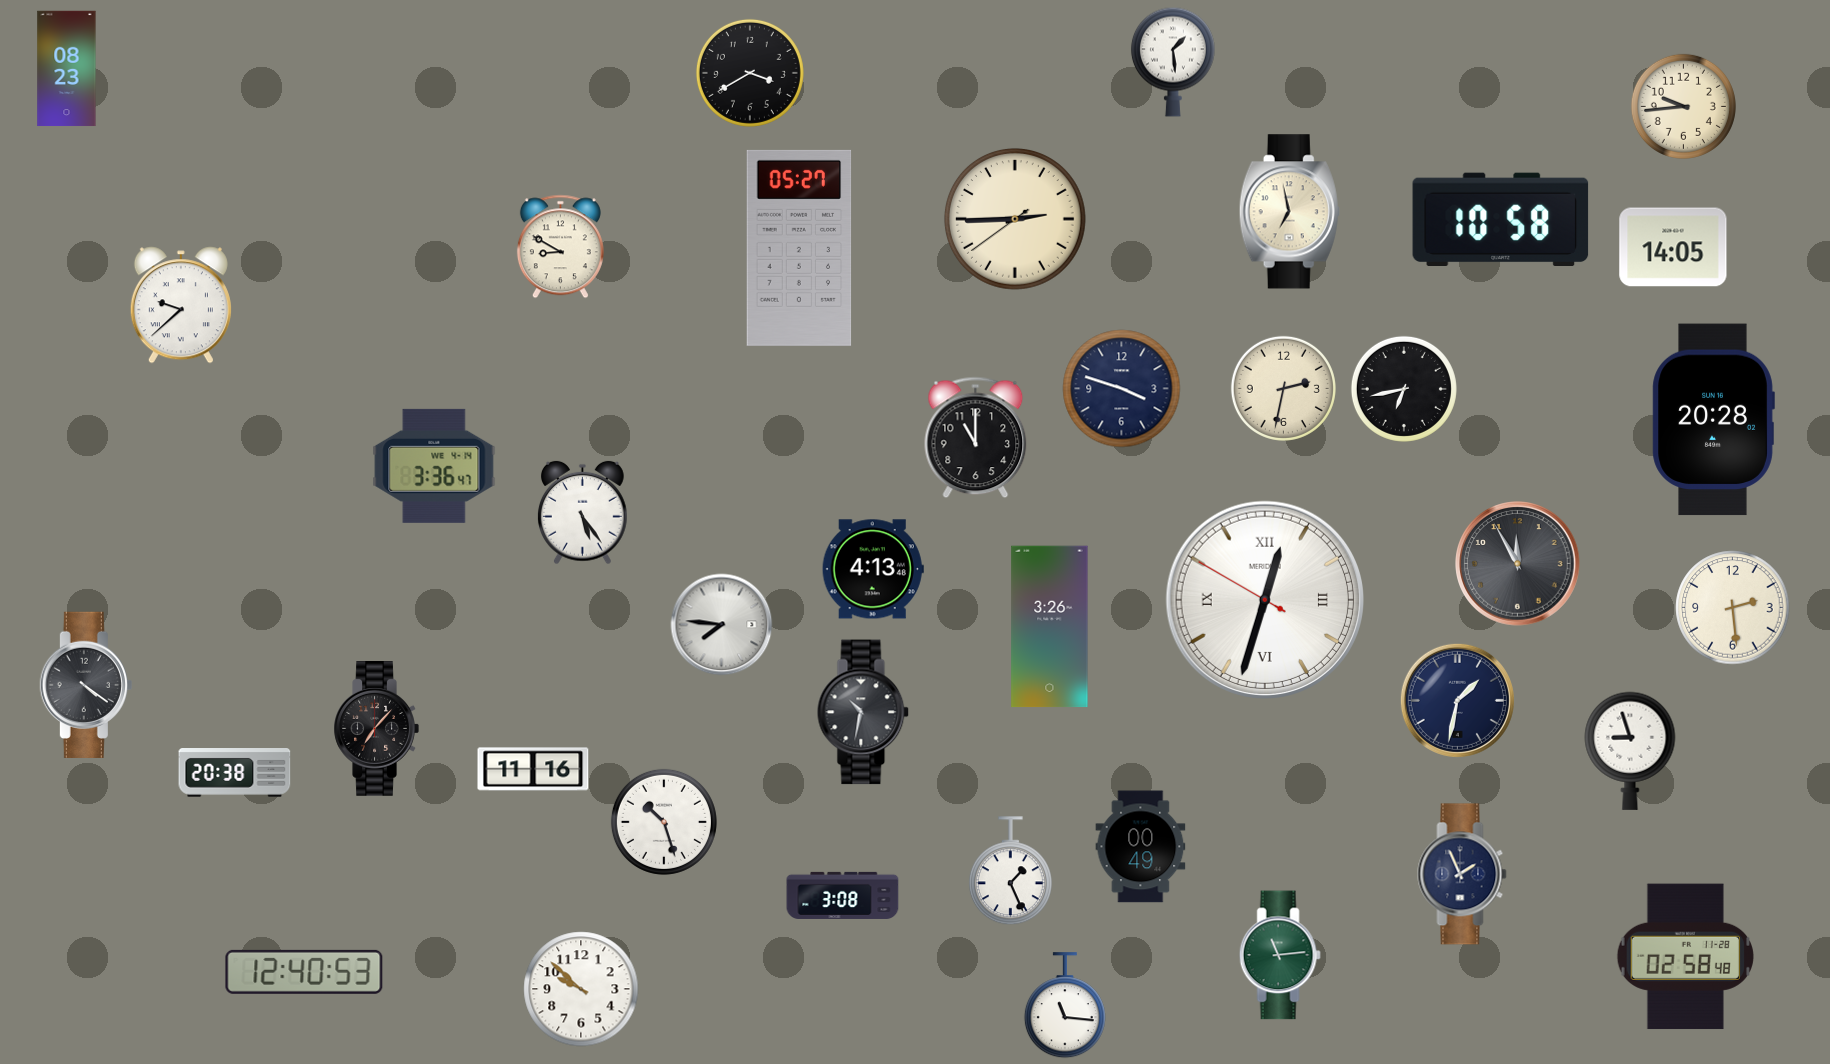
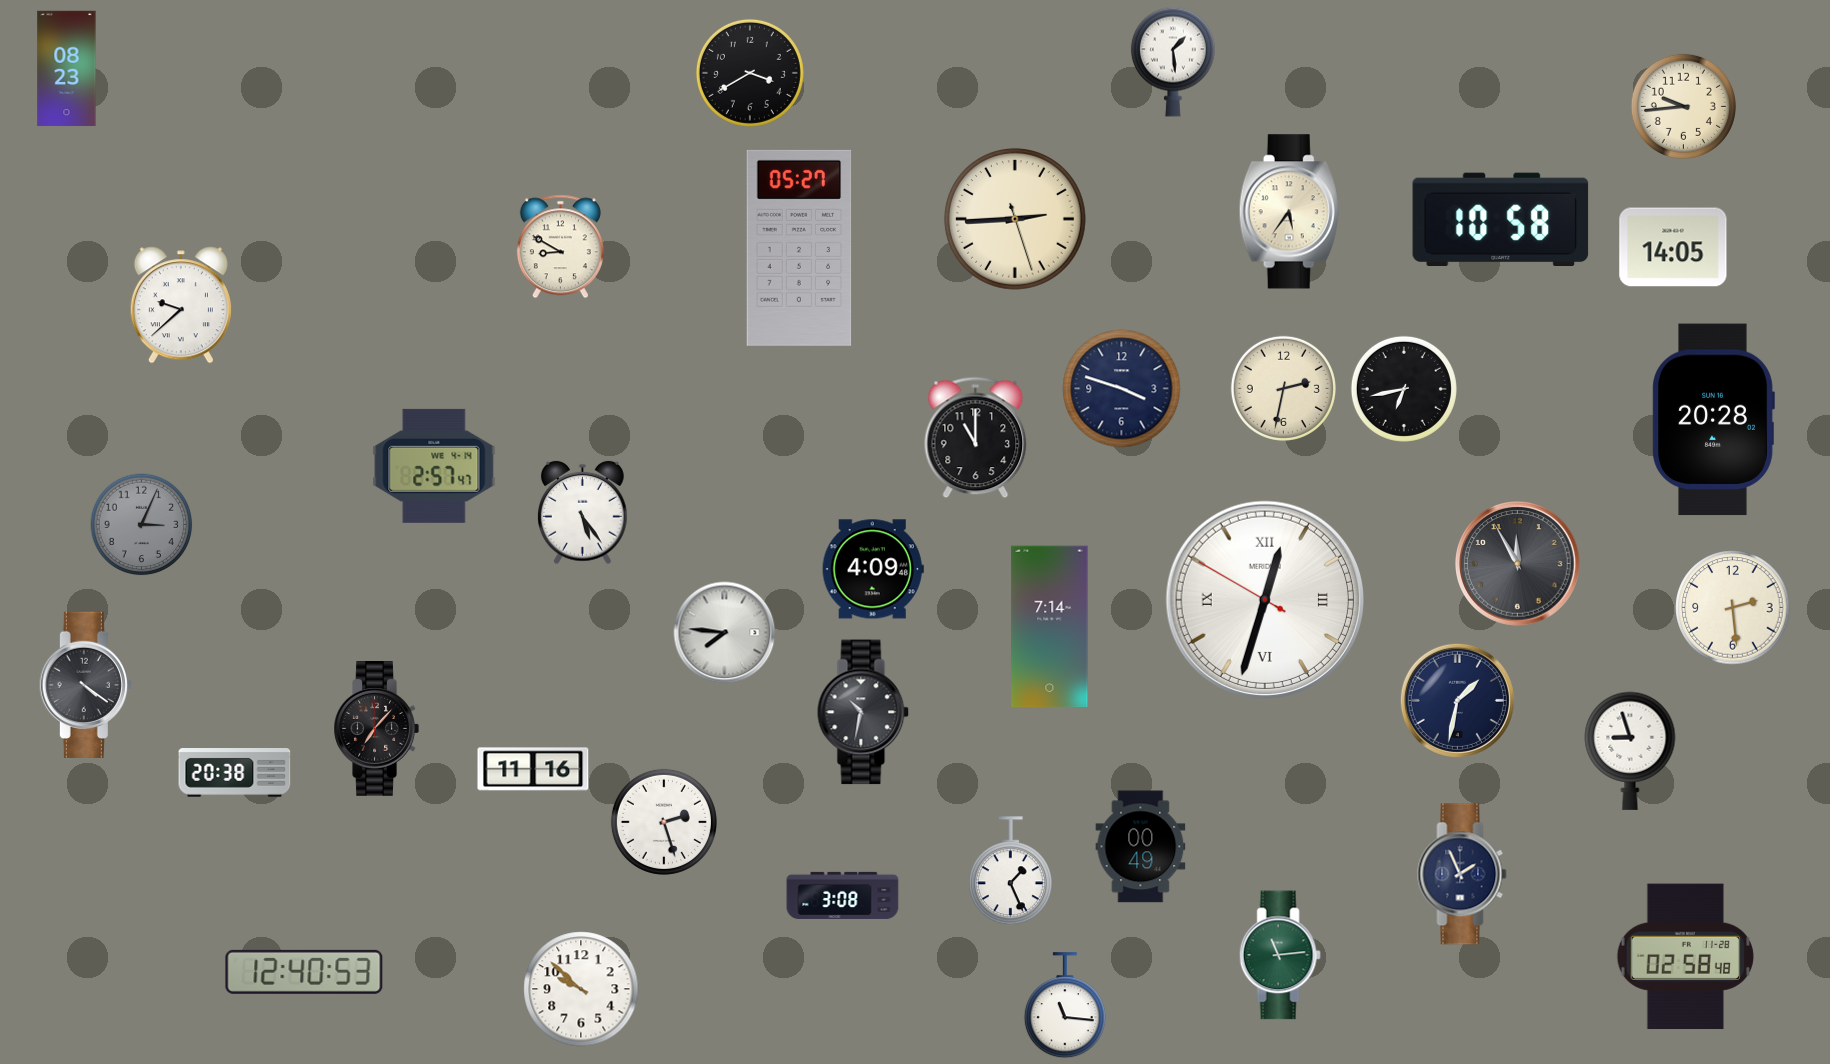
clock at (1289, 212): 6:58 -> 5:36
clock at (1015, 219): 2:44:39 -> 2:44:27
clock at (434, 466): 3:36 -> 2:57
clock at (142, 525): none -> 3:04
clock at (873, 569): 4:13 -> 4:09
clock at (722, 625) position: (722, 625) -> (725, 633)
clock at (1050, 627): 3:26 -> 7:14
clock at (664, 822): 10:27 -> 2:27
